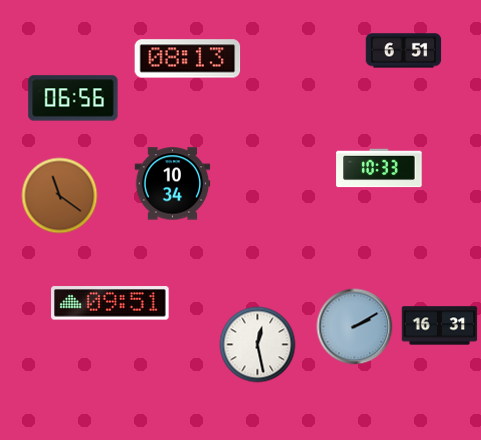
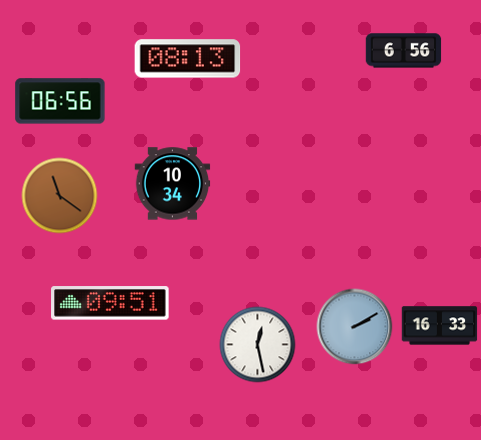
clock at (404, 51): 6:51 -> 6:56
clock at (73, 98) position: (73, 98) -> (60, 101)
clock at (379, 168): 10:33 -> none
clock at (440, 326): 16:31 -> 16:33
